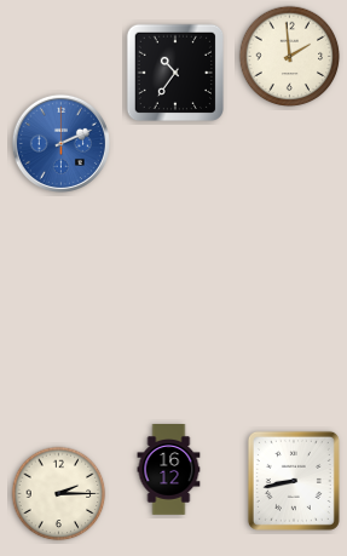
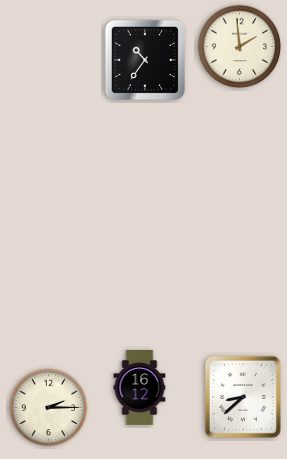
clock at (60, 143): 2:11 -> none
clock at (294, 481): 8:43 -> 8:38
